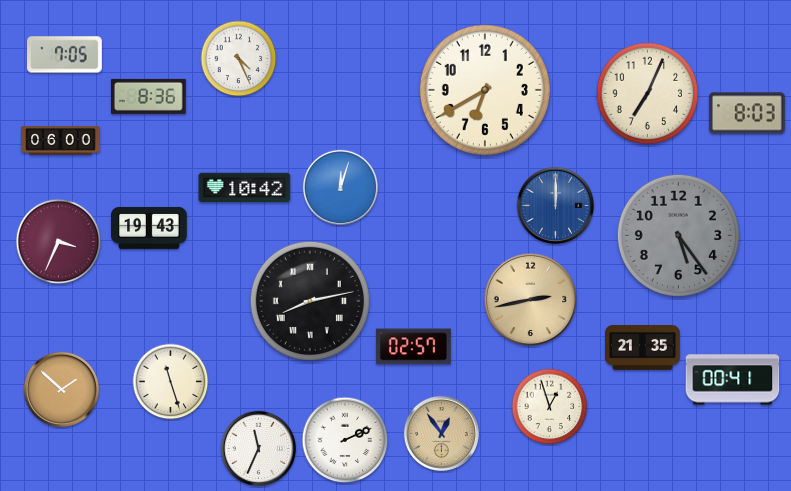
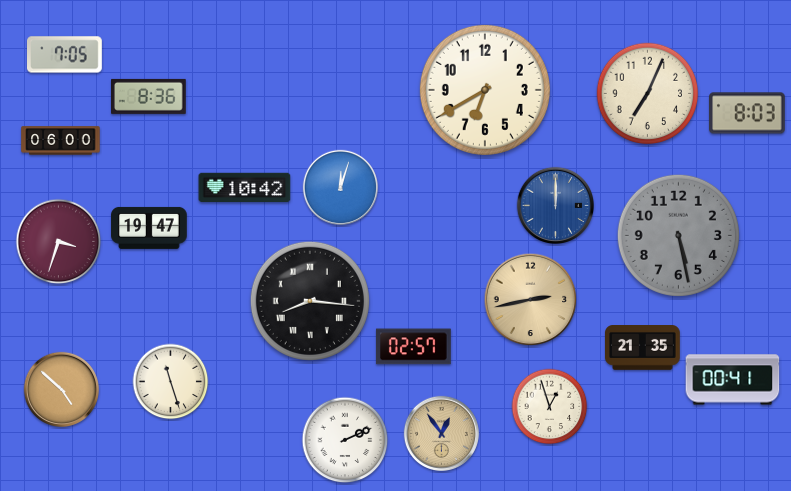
clock at (239, 59): 4:26 -> none
clock at (149, 228): 19:43 -> 19:47
clock at (678, 235): 5:24 -> 5:28
clock at (59, 242): 3:34 -> 3:33
clock at (310, 301): 8:13 -> 8:16
clock at (61, 389): 1:52 -> 4:52
clock at (258, 448): 11:34 -> none
